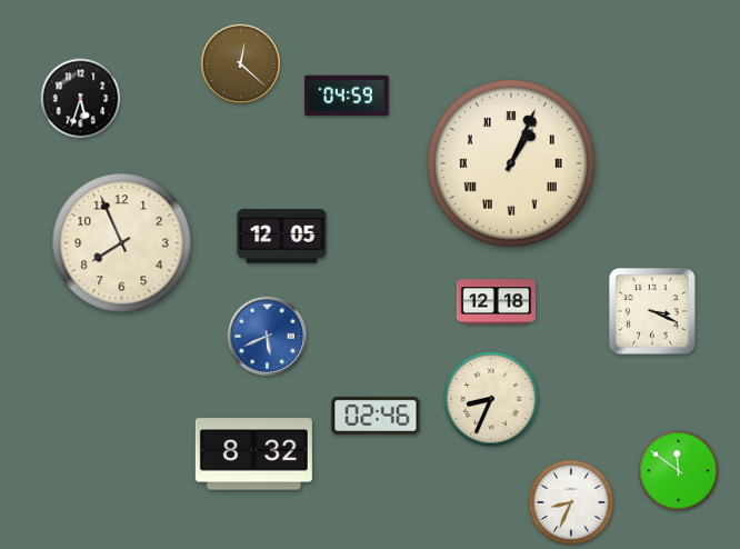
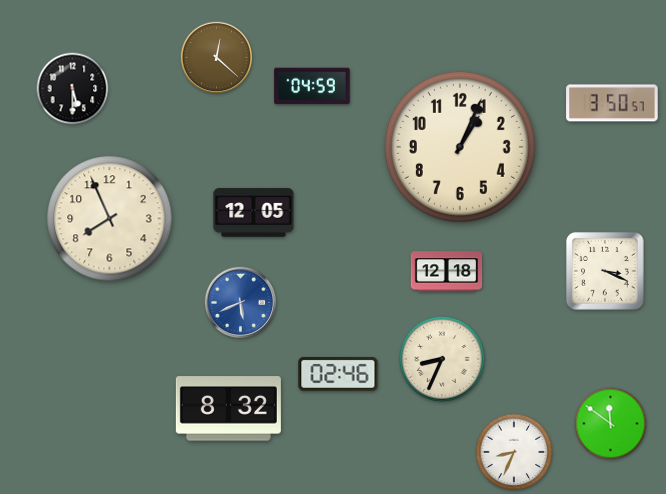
clock at (81, 99): 5:33 -> 5:30
clock at (612, 103): none -> 3:50
clock at (511, 163) numerals: Roman -> Arabic
clock at (652, 311) position: (652, 311) -> (605, 271)
